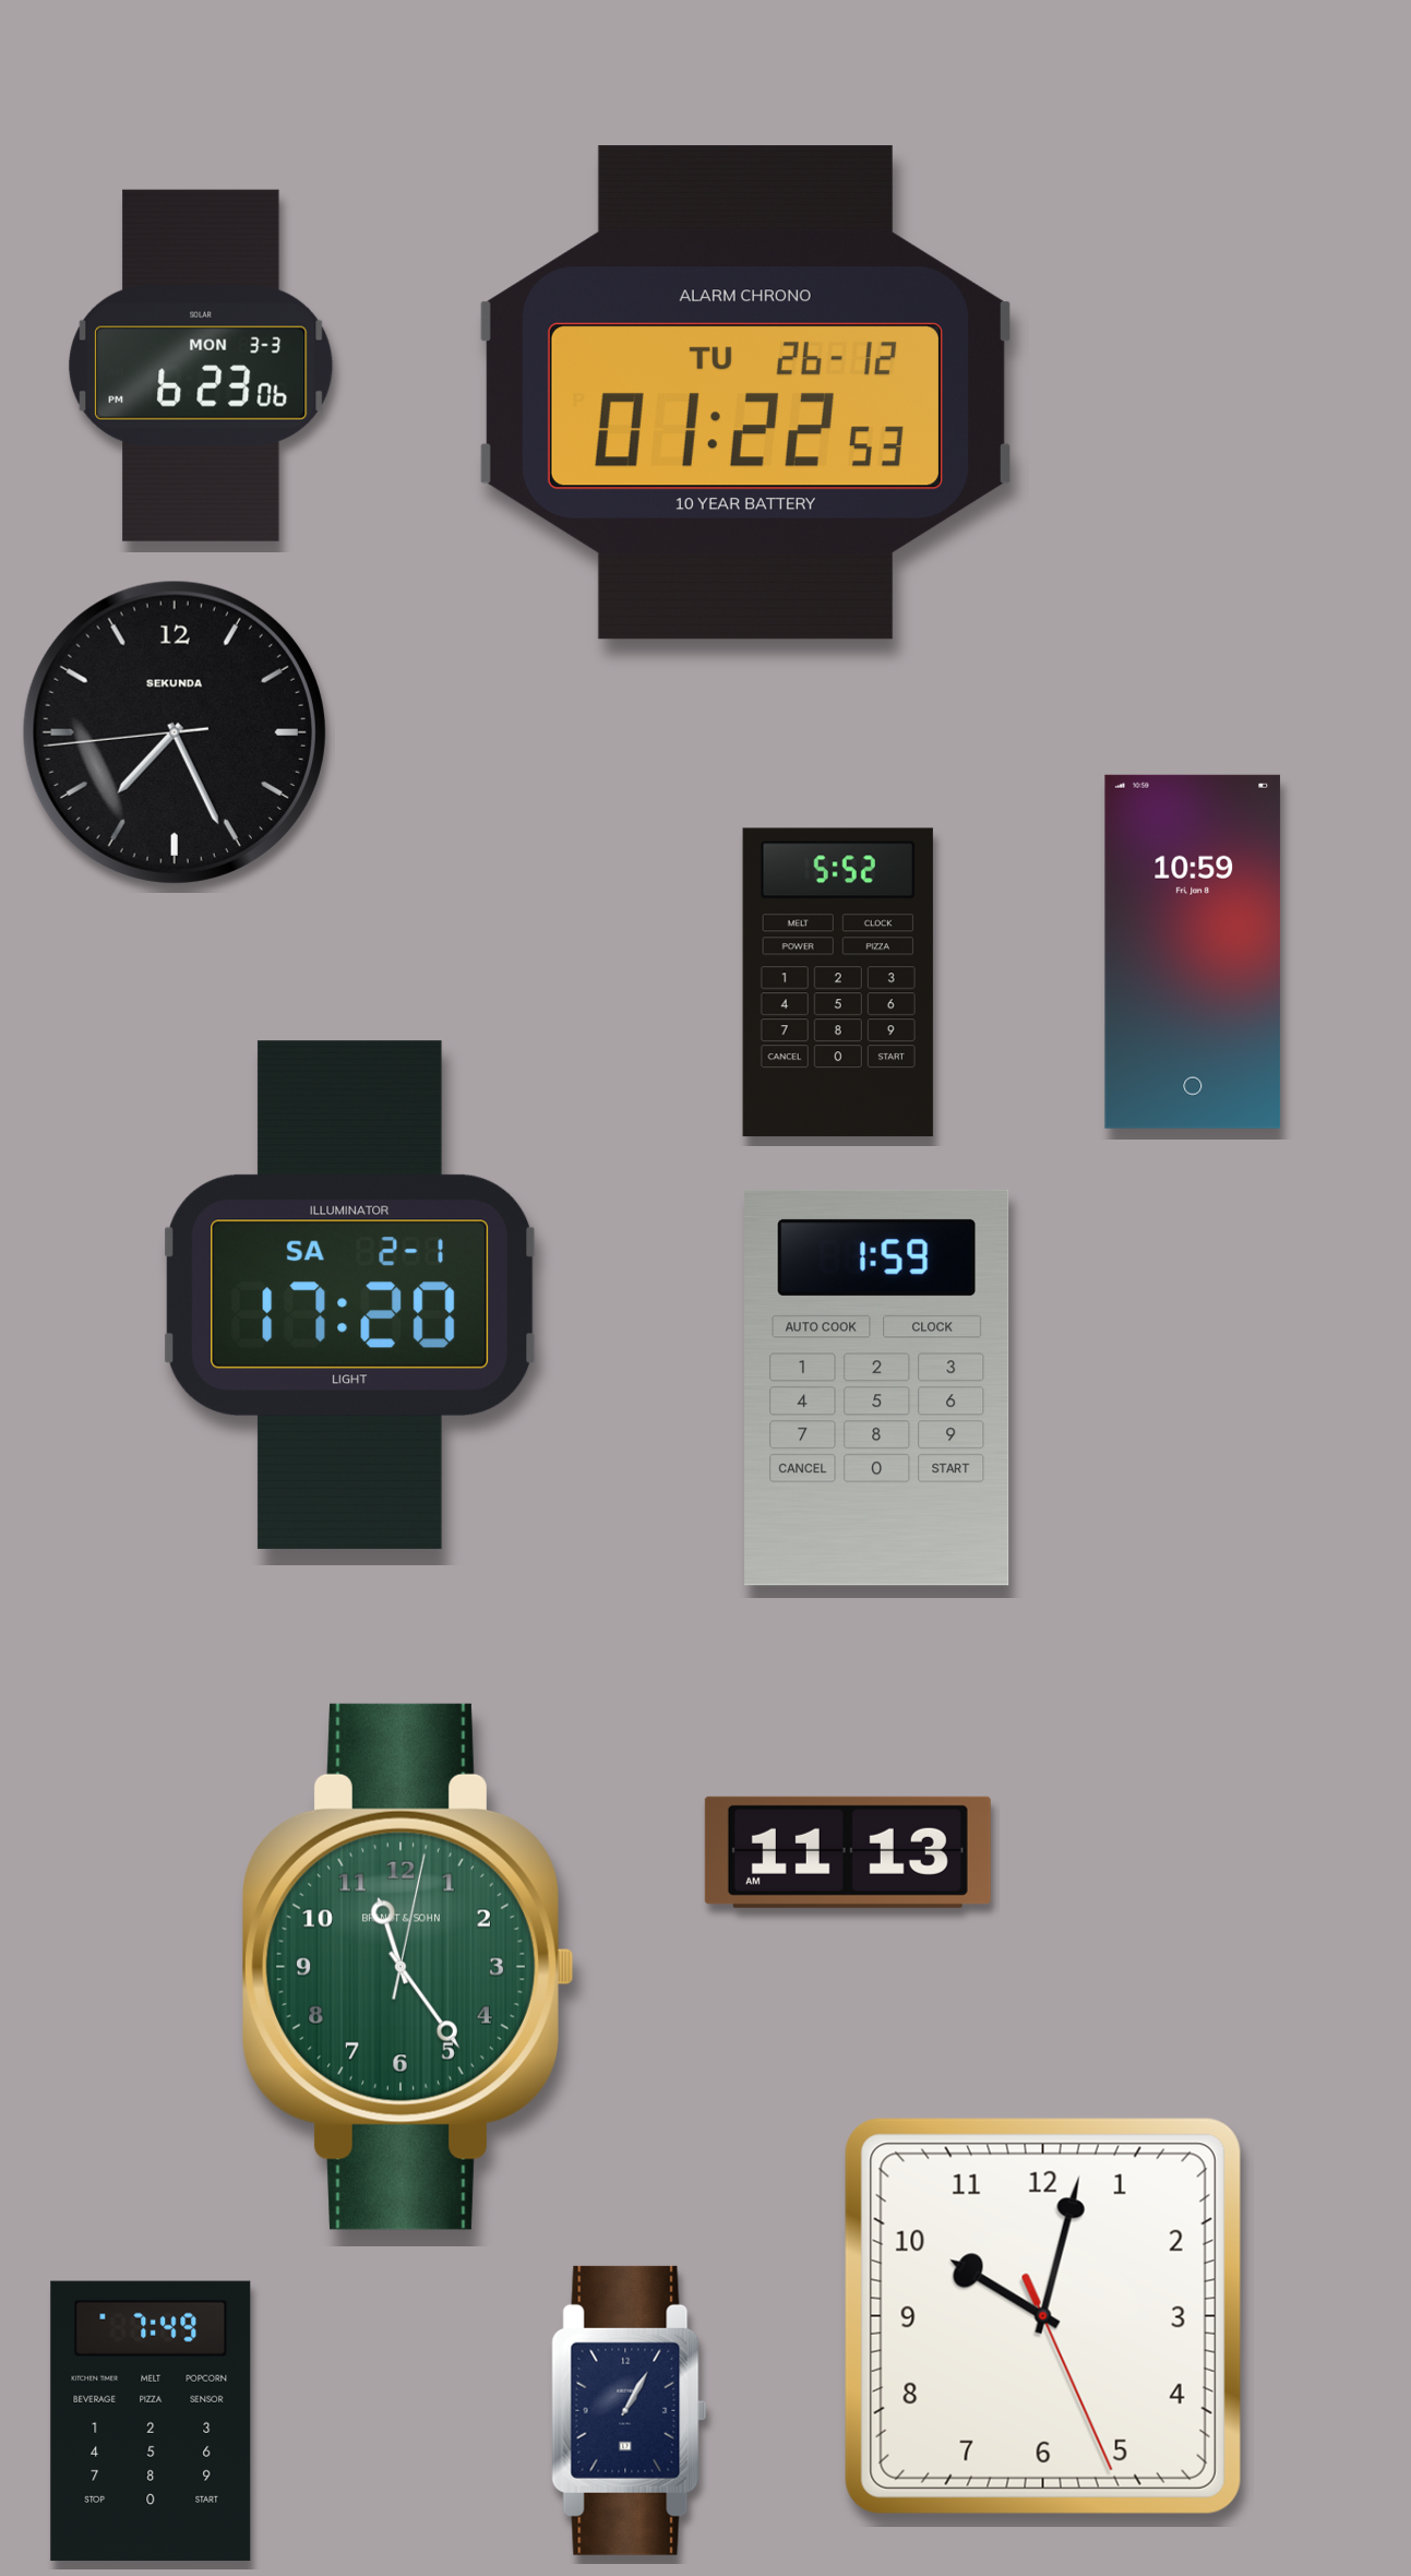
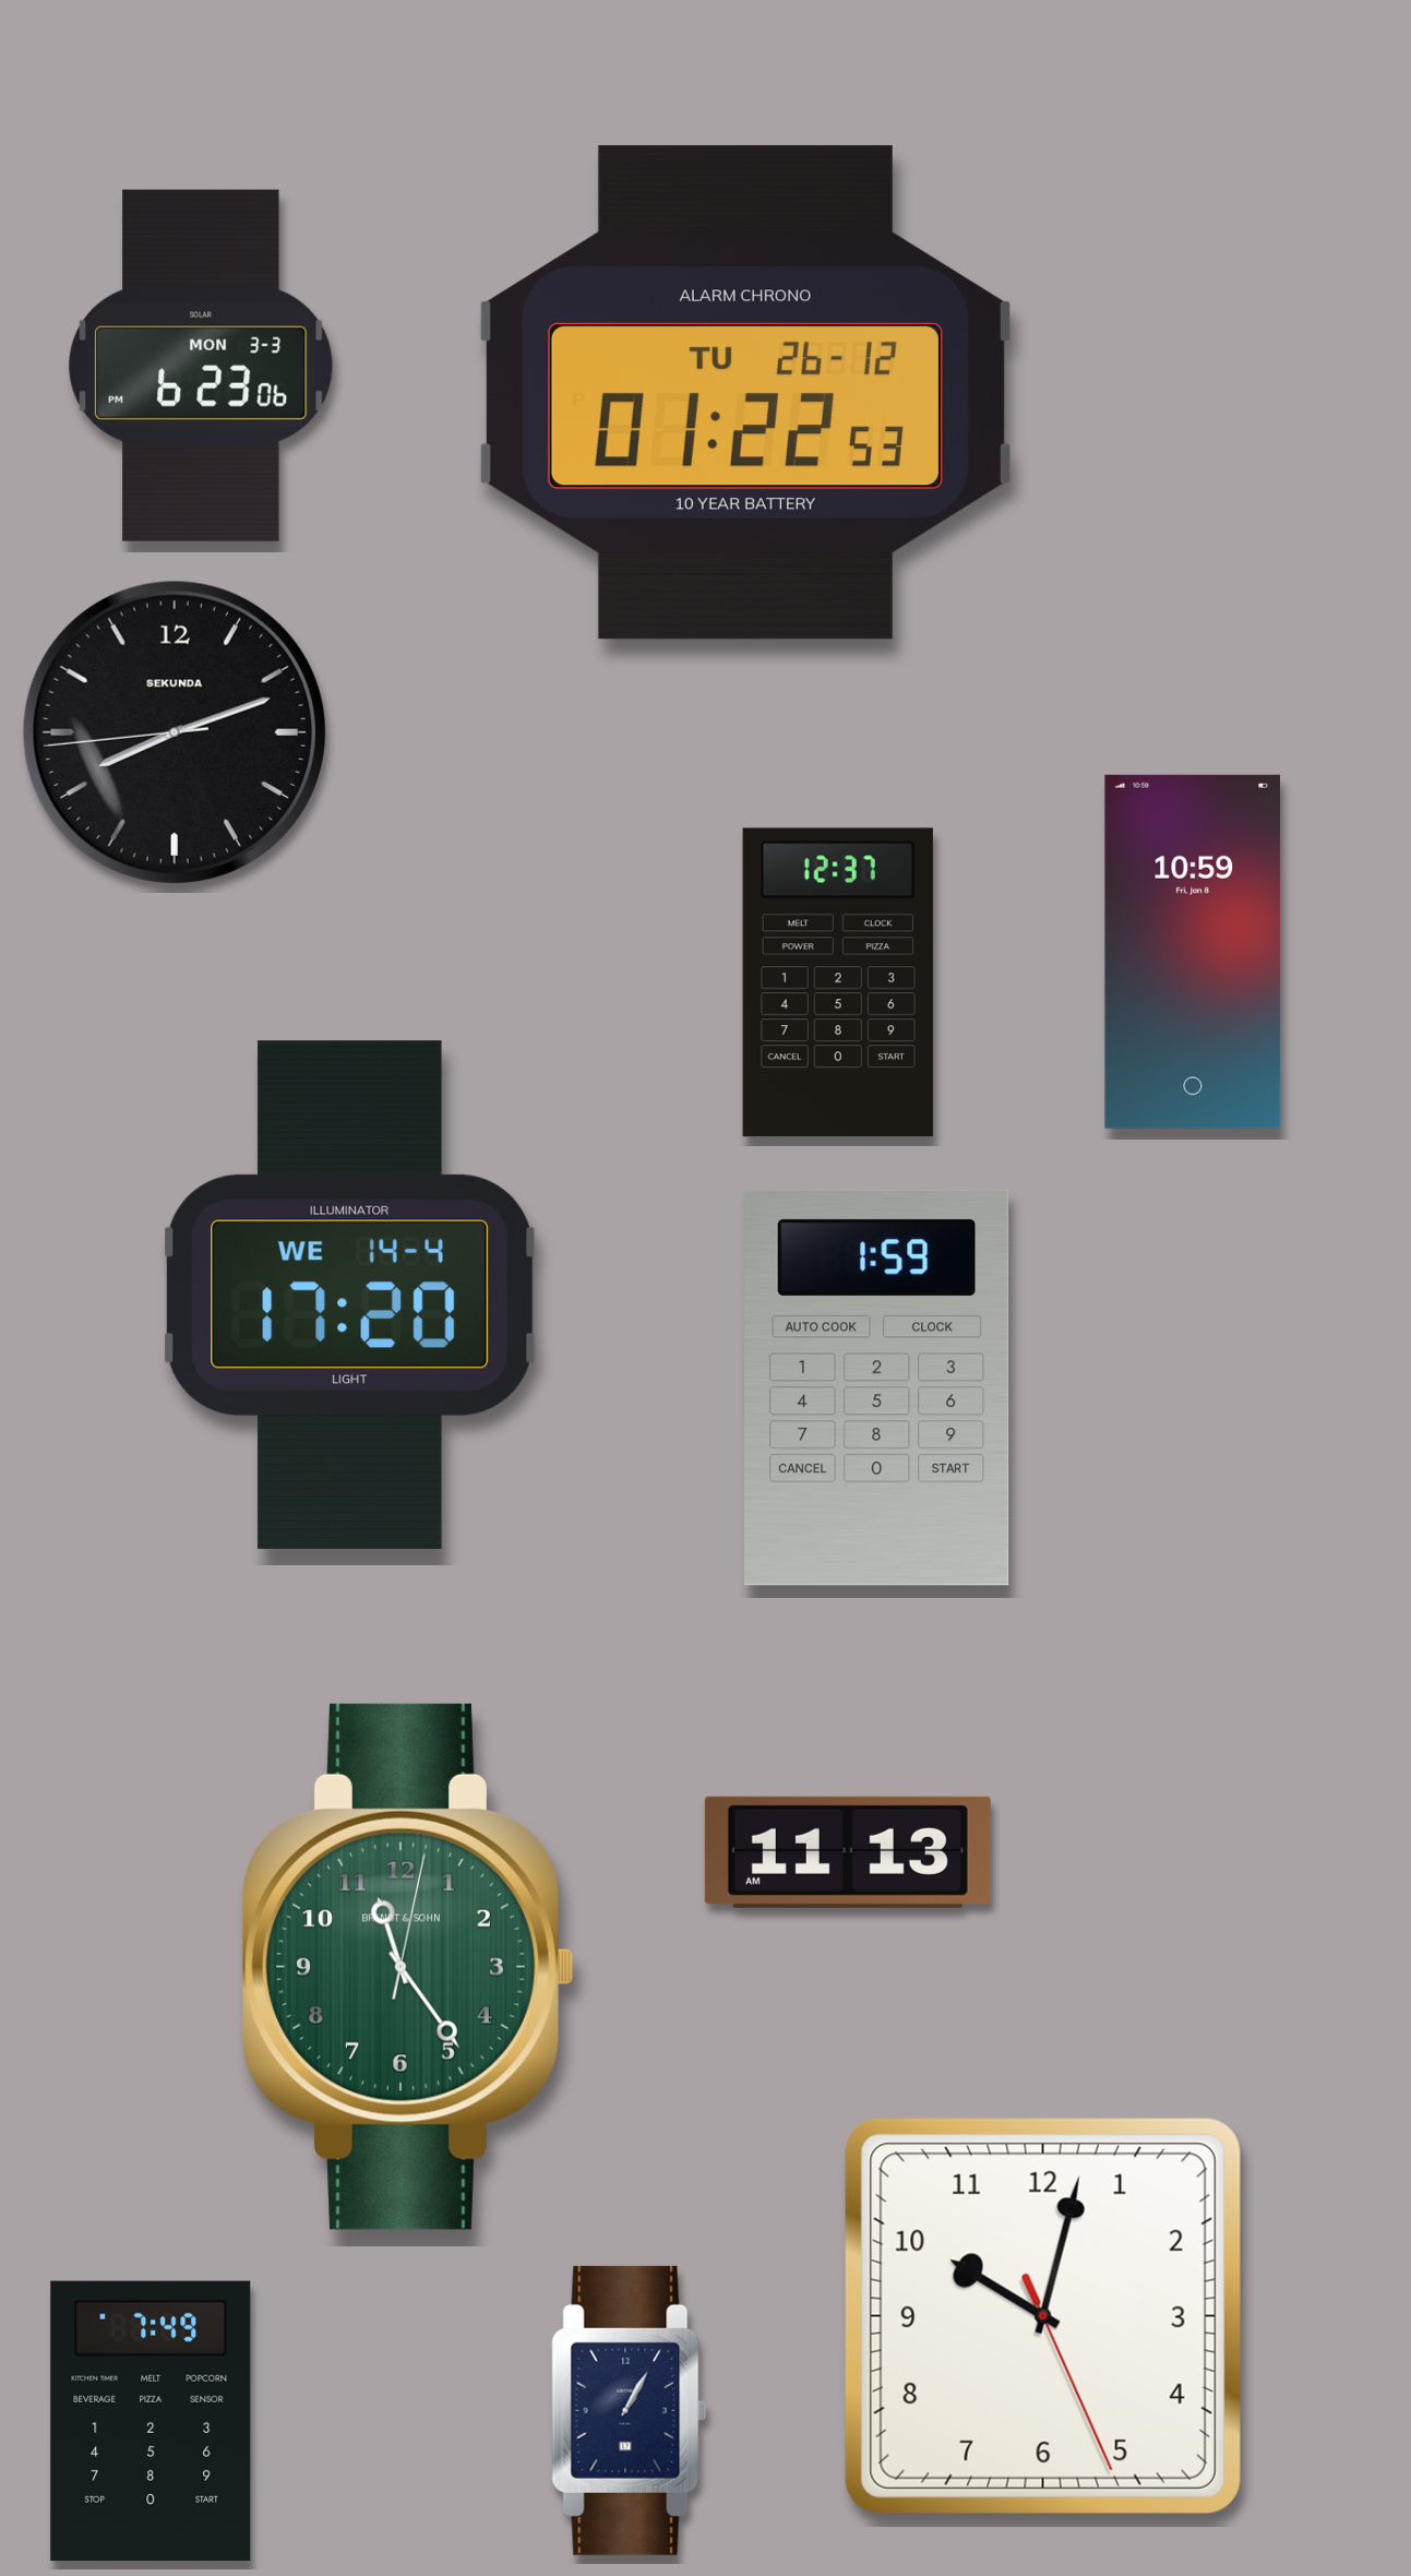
clock at (175, 732): 7:25 -> 8:11
clock at (838, 982): 5:52 -> 12:37
clock at (350, 1295) date: SA 2-1 -> WE 14-4
